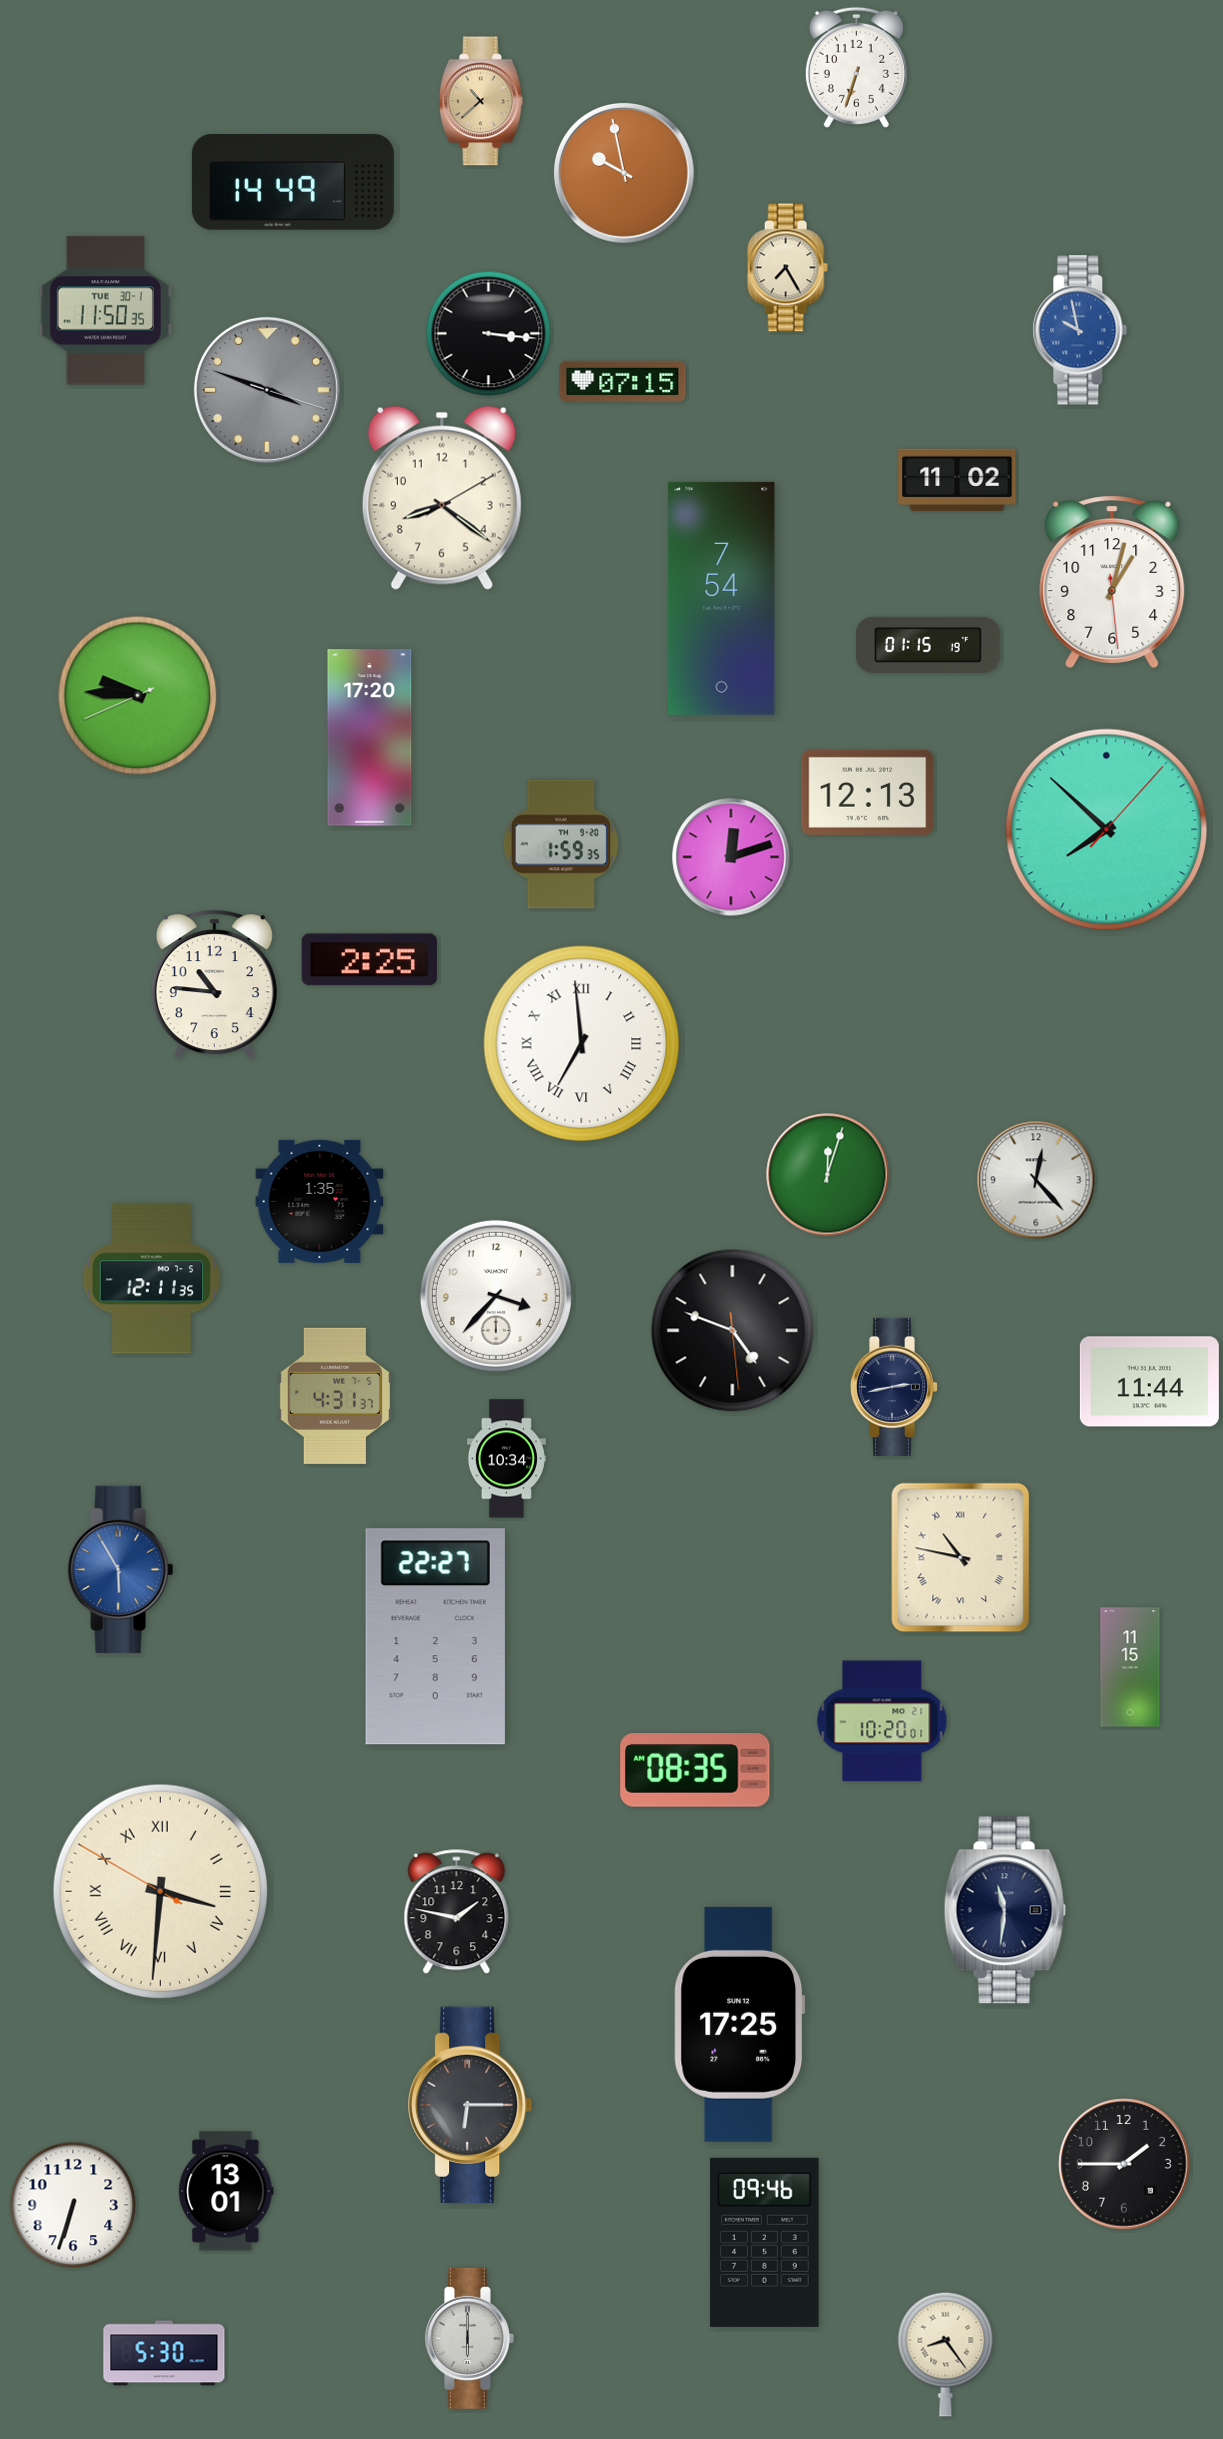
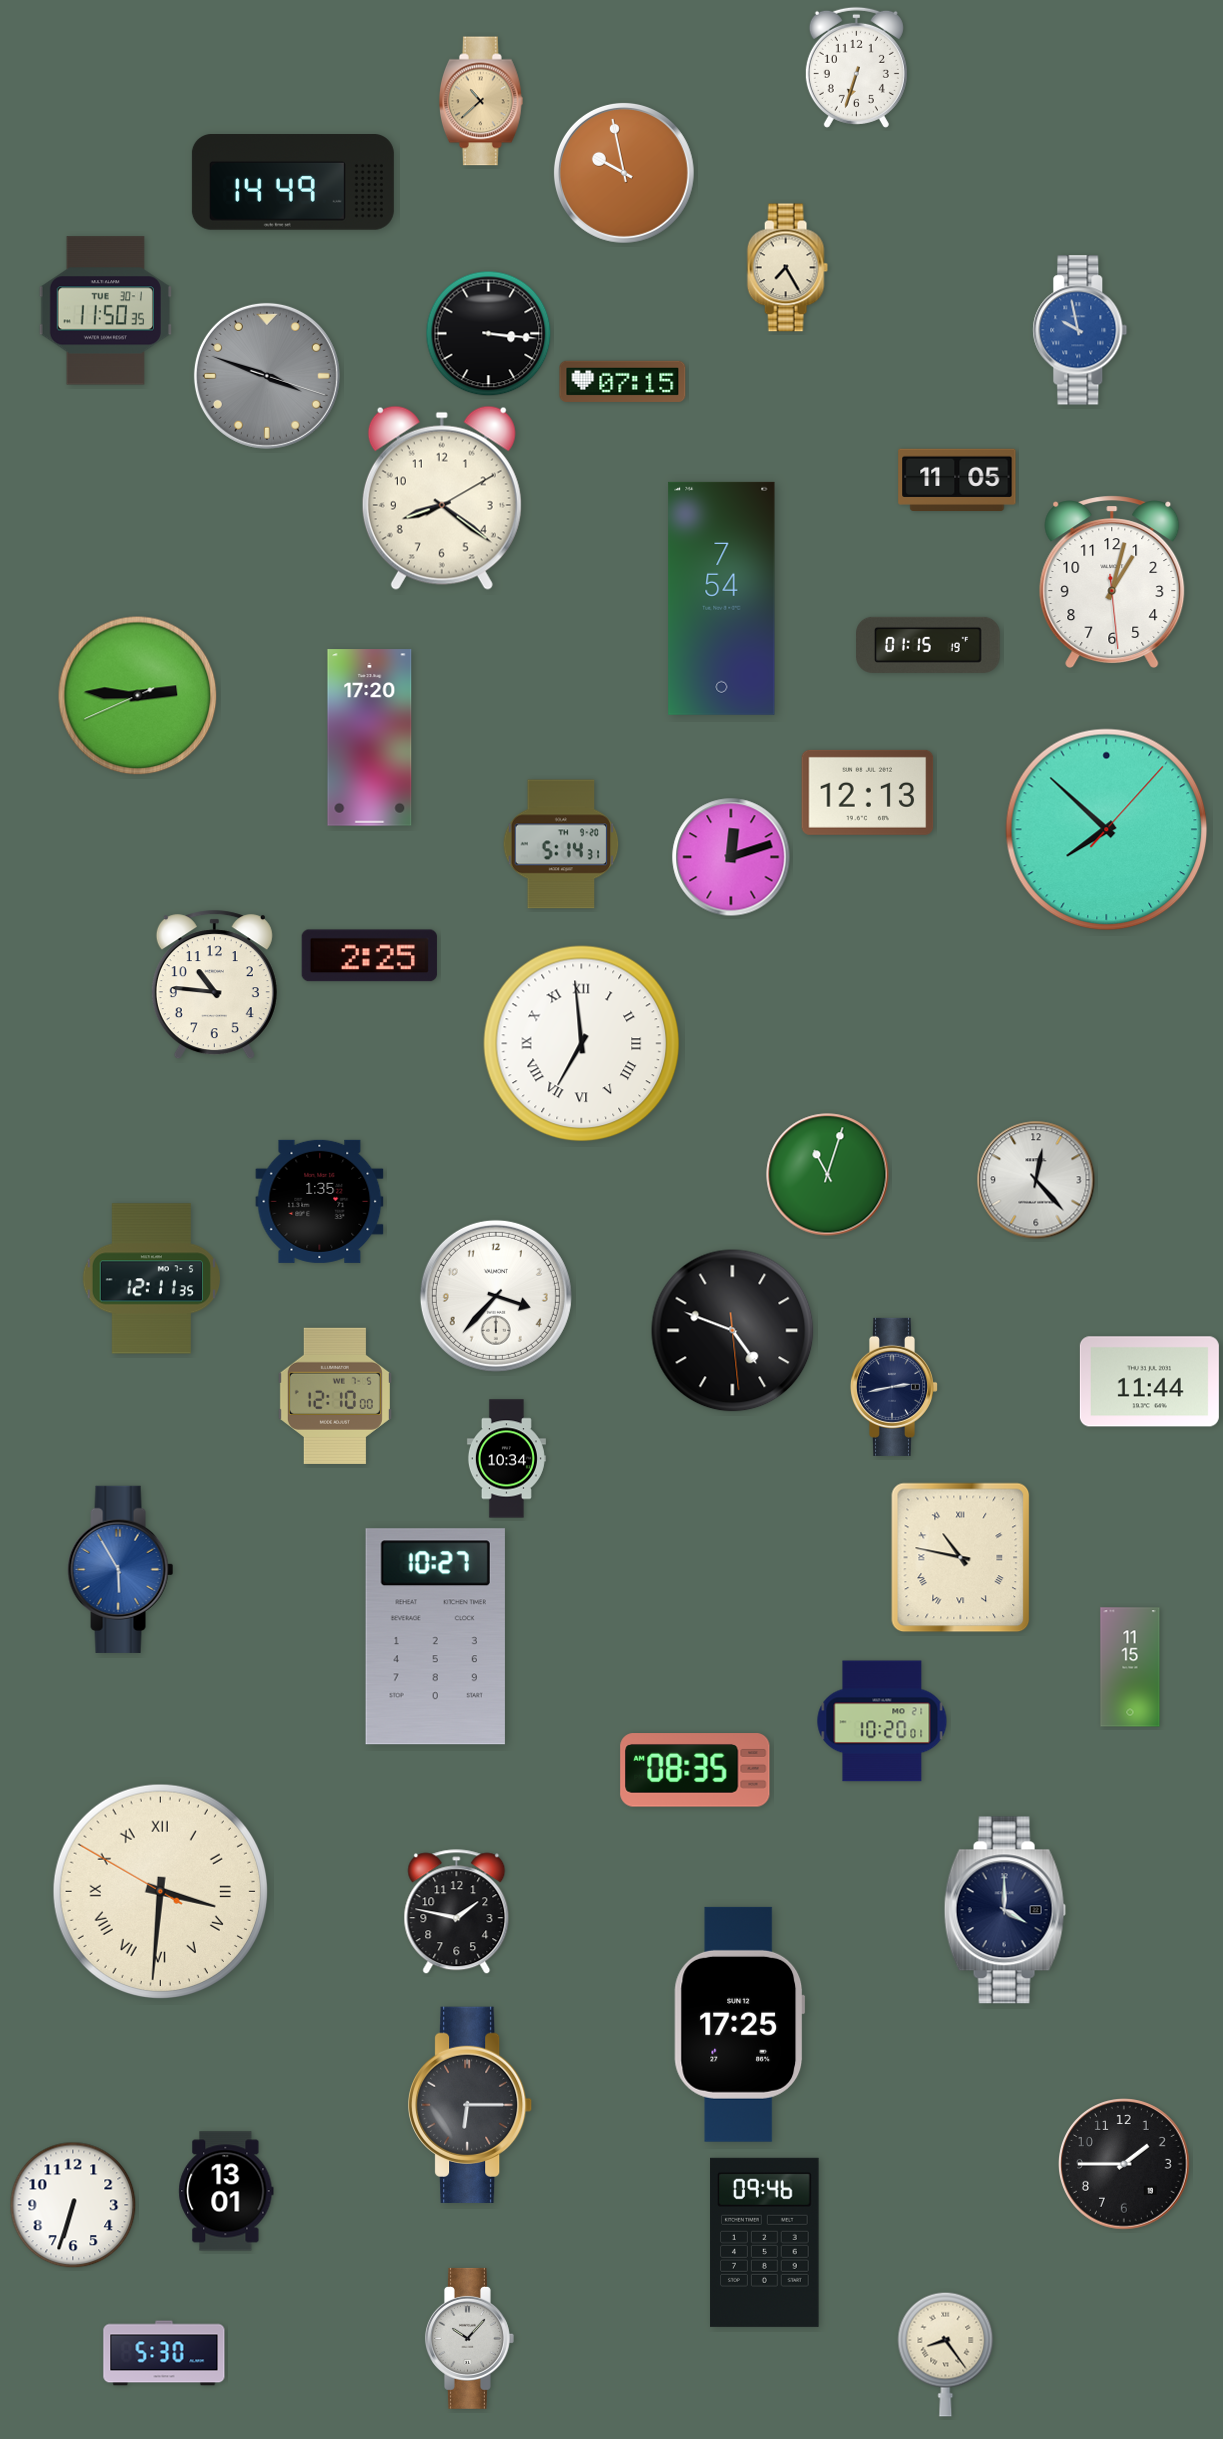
clock at (267, 390) position: (267, 390) -> (267, 376)
clock at (957, 479): 11:02 -> 11:05
clock at (138, 696): 9:45 -> 2:45
clock at (561, 844): 1:59 -> 5:14
clock at (369, 960) position: (369, 960) -> (369, 956)
clock at (828, 1175): 12:03 -> 11:03
clock at (335, 1396): 4:31 -> 12:10
clock at (435, 1637): 22:27 -> 10:27
clock at (1005, 1910): 11:31 -> 4:00
clock at (469, 2338): 6:00 -> 10:07
